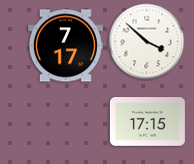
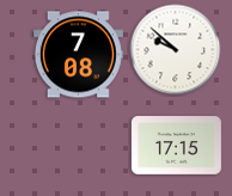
clock at (147, 42): 3:52 -> 9:52
clock at (65, 46): 7:17 -> 7:08
